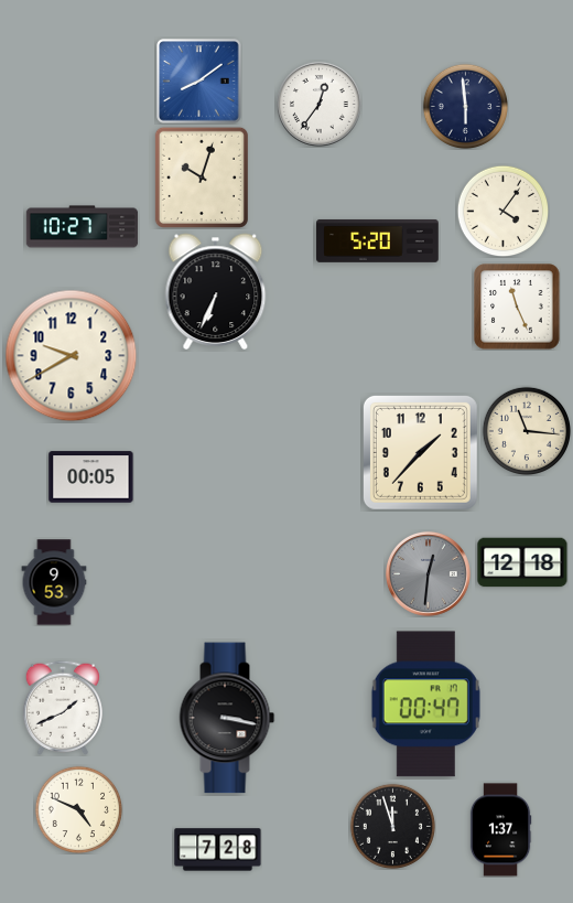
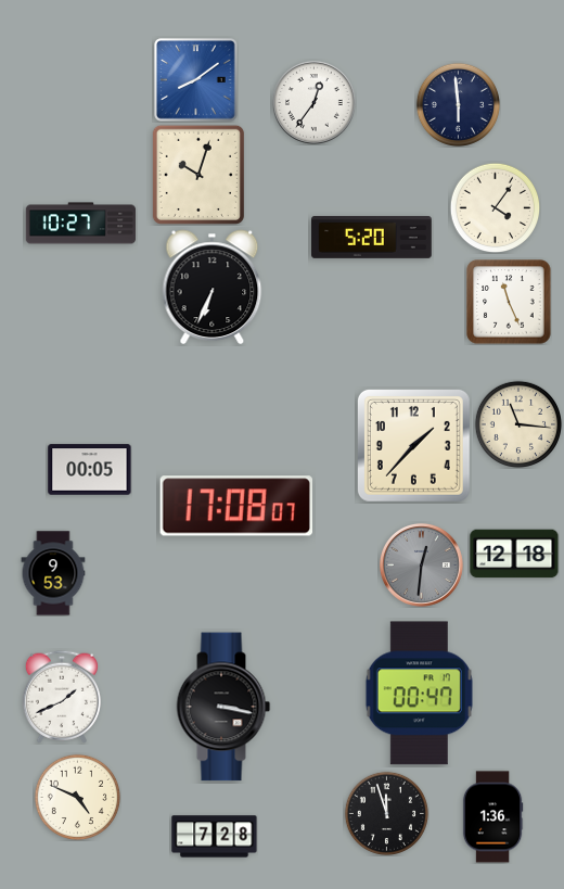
clock at (72, 356): 9:40 -> none
clock at (235, 506): none -> 17:08
clock at (500, 830): 1:37 -> 1:36
